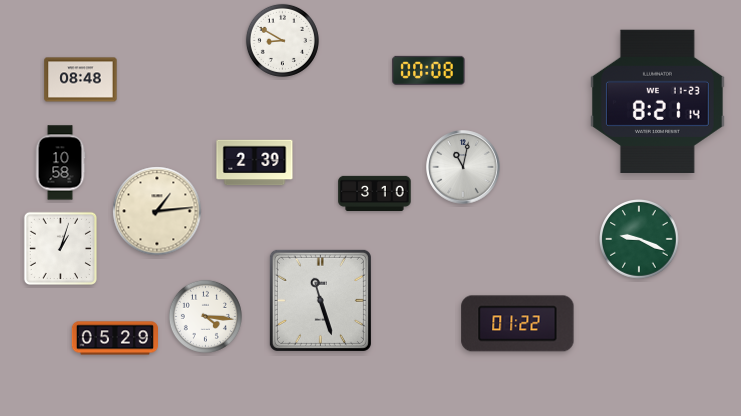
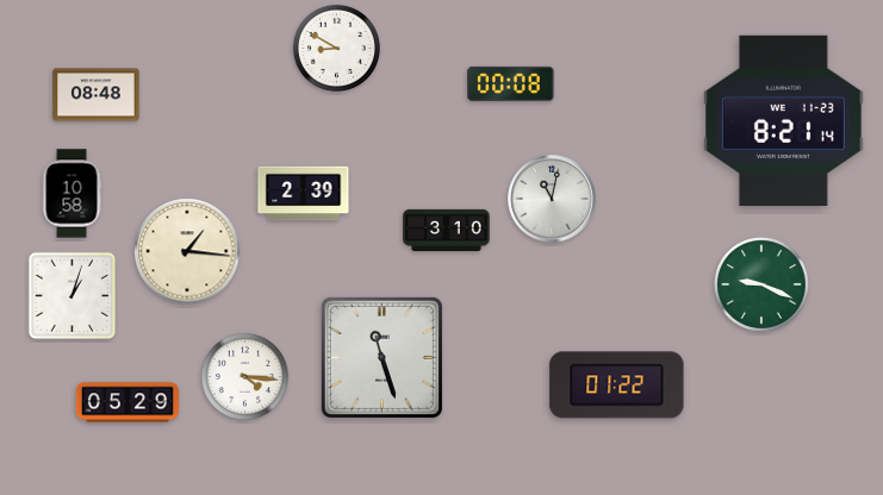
clock at (157, 211): 1:14 -> 1:16
clock at (114, 338) position: (114, 338) -> (126, 402)
